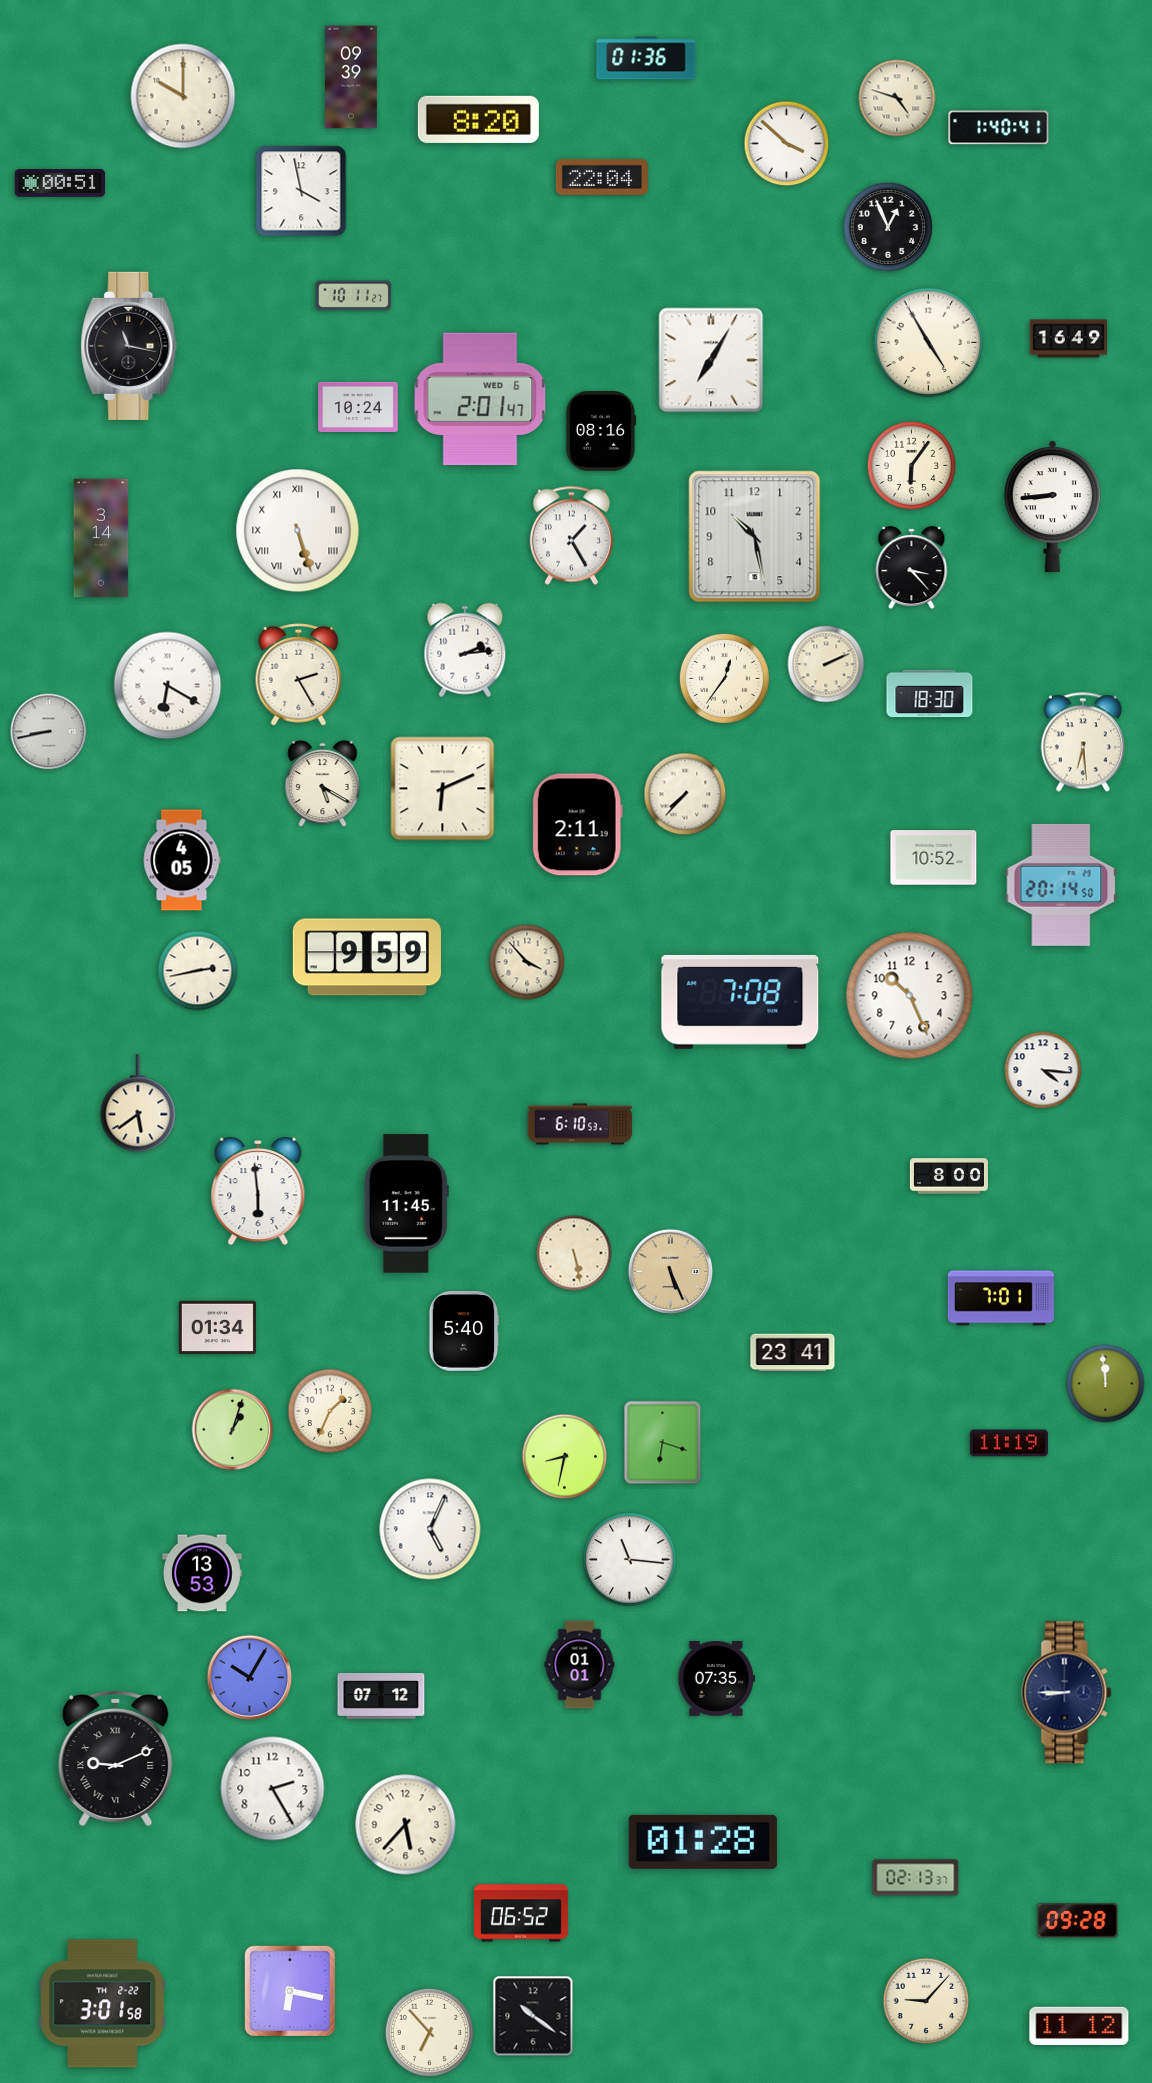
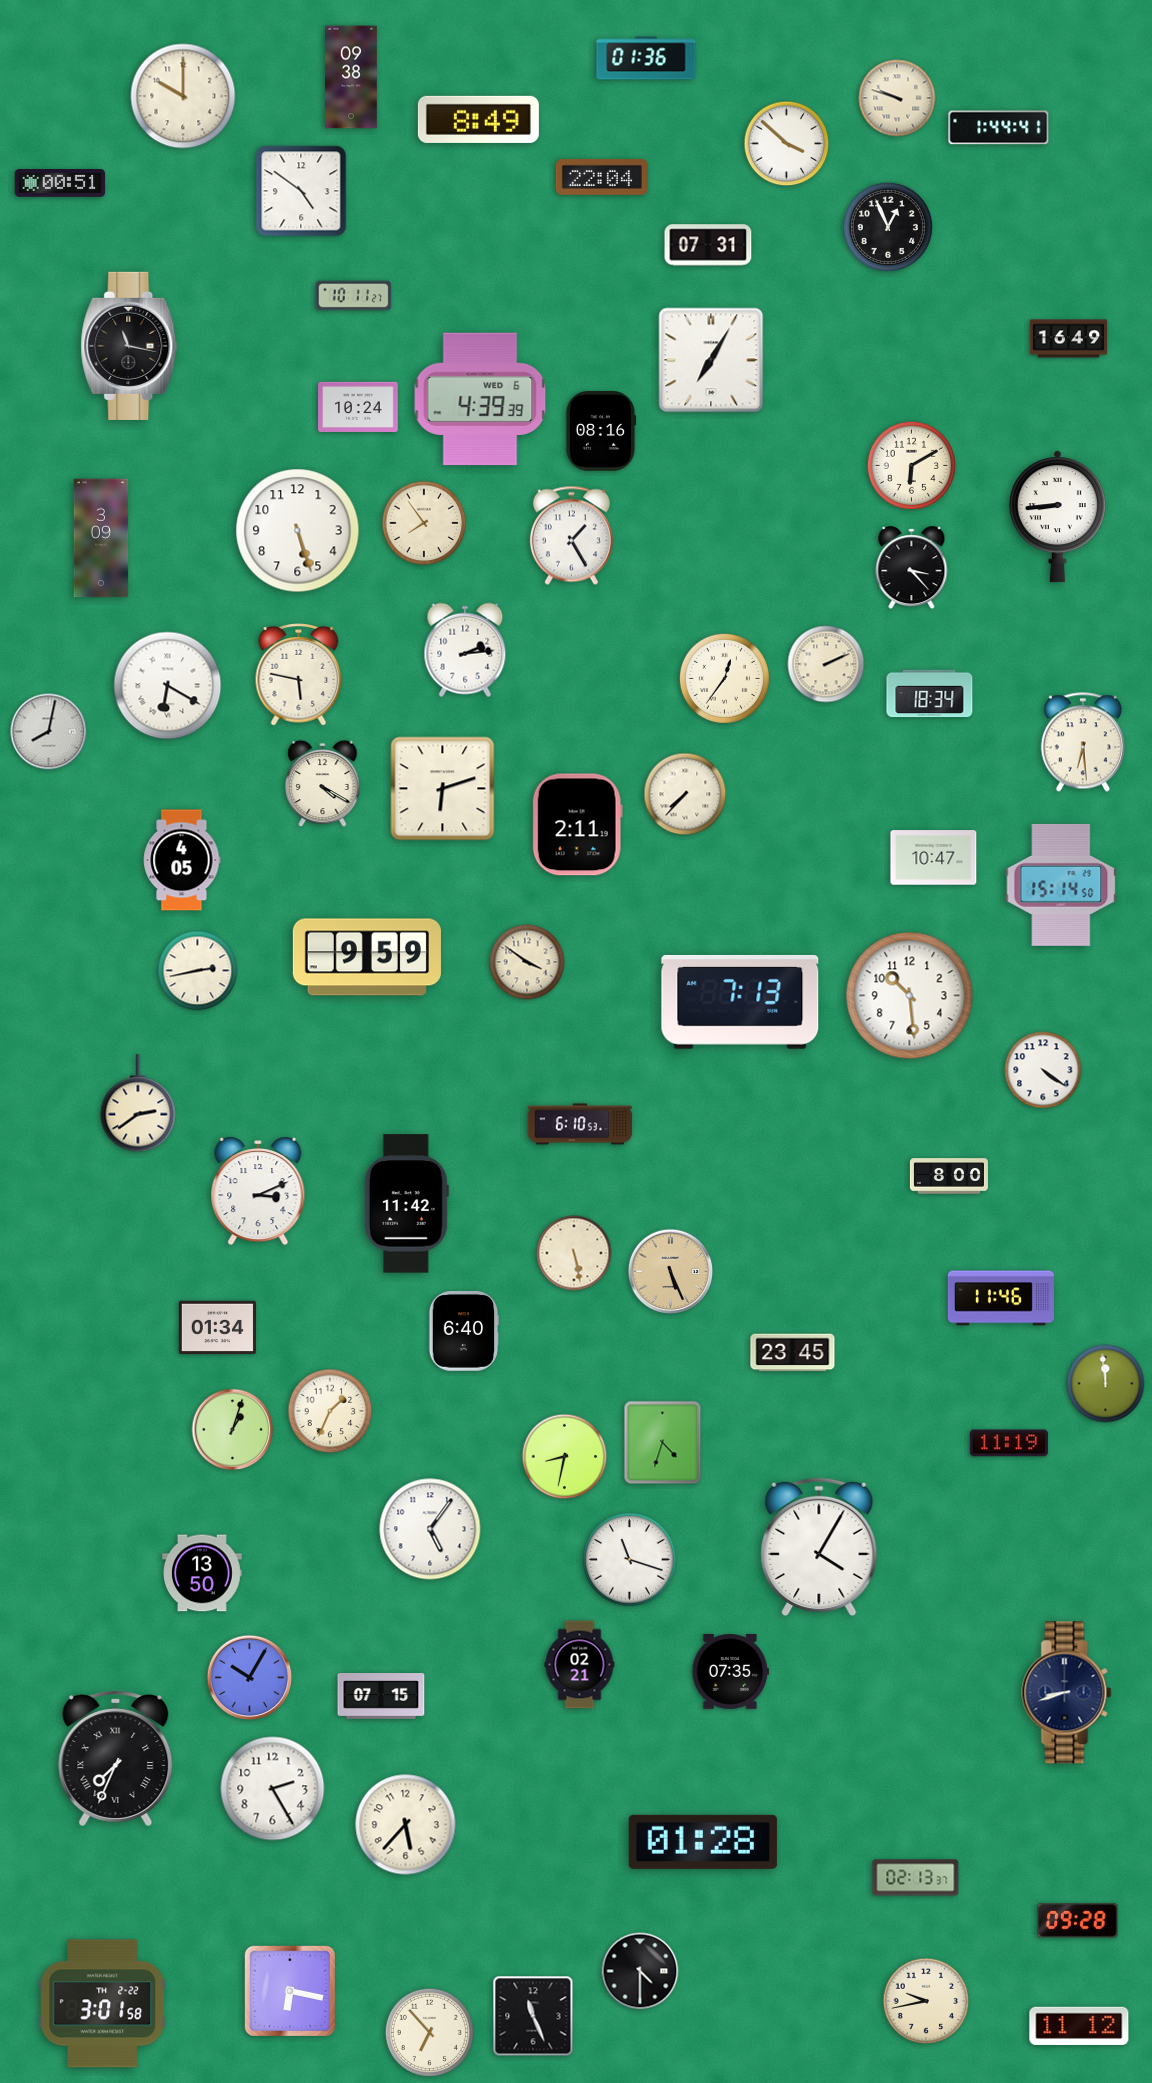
clock at (352, 77): 09:39 -> 09:38
clock at (897, 98): 4:48 -> 9:48
clock at (478, 119): 8:20 -> 8:49
clock at (999, 128): 1:40 -> 1:44
clock at (301, 191): 3:58 -> 4:51
clock at (708, 245): none -> 07:31
clock at (929, 343): 4:55 -> none
clock at (480, 399): 2:01 -> 4:39
clock at (911, 465): 6:06 -> 6:10
clock at (1052, 507) position: (1052, 507) -> (1057, 517)
clock at (424, 523): none -> 7:54
clock at (298, 531) numerals: Roman -> Arabic
clock at (755, 537): 10:28 -> none
clock at (101, 538): 3:14 -> 3:09
clock at (299, 675): 2:25 -> 5:47
clock at (930, 694): 18:30 -> 18:34
clock at (49, 732): 8:43 -> 8:02
clock at (323, 784): 5:20 -> 4:20
clock at (443, 789): 6:11 -> 6:12
clock at (934, 858): 10:52 -> 10:47
clock at (1061, 885): 20:14 -> 15:14
clock at (527, 962): 3:53 -> 3:51
clock at (910, 996): 10:26 -> 10:29
clock at (740, 1002): 7:08 -> 7:13
clock at (1043, 1070): 4:16 -> 4:21
clock at (138, 1103): 5:39 -> 2:39
clock at (258, 1191): 5:59 -> 3:11
clock at (406, 1204): 11:45 -> 11:42
clock at (1001, 1298): 7:01 -> 11:46
clock at (464, 1331): 5:40 -> 6:40
clock at (793, 1353): 23:41 -> 23:45
clock at (663, 1443): 6:18 -> 4:33
clock at (430, 1529): 5:04 -> 5:06
clock at (819, 1547): none -> 4:05
clock at (630, 1560): 11:16 -> 11:18
clock at (203, 1573): 13:53 -> 13:50
clock at (580, 1665): 01:01 -> 02:21
clock at (716, 1679) position: (716, 1679) -> (730, 1672)
clock at (1067, 1693): 8:45 -> 8:42
clock at (381, 1697): 07:12 -> 07:15
clock at (116, 1759): 9:11 -> 7:34
clock at (522, 1913): 06:52 -> none
clock at (640, 1971): none -> 4:30
clock at (926, 2001): 9:07 -> 9:43
clock at (533, 2016): 10:21 -> 11:26
